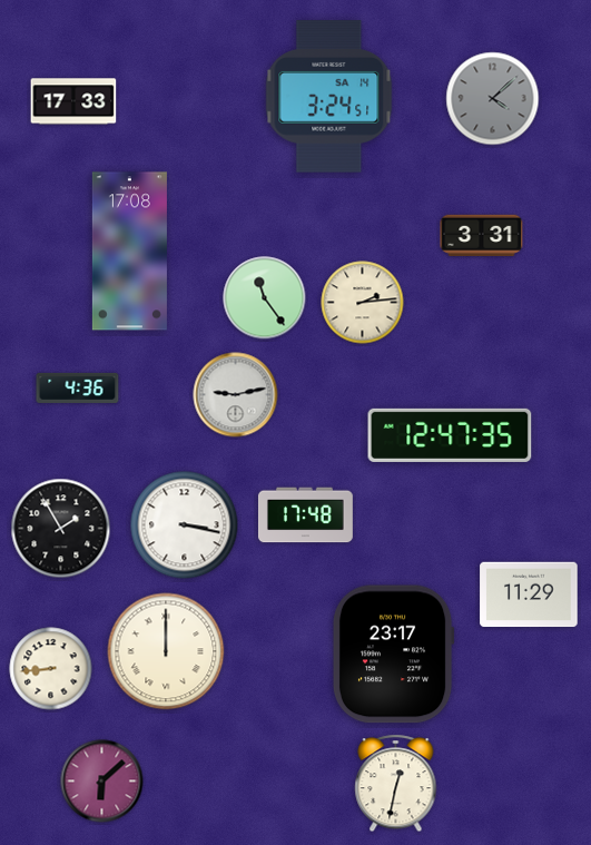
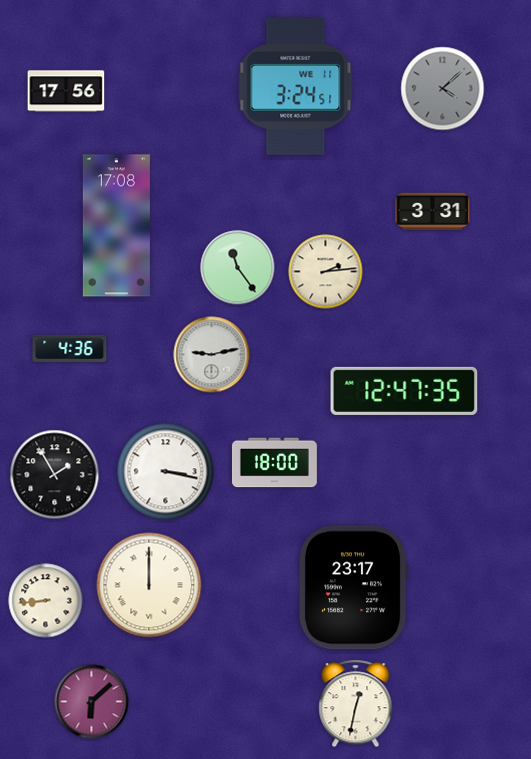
clock at (329, 97) date: SA 14 -> WE 11
clock at (73, 101): 17:33 -> 17:56
clock at (305, 515): 17:48 -> 18:00
clock at (529, 595): 11:29 -> none
